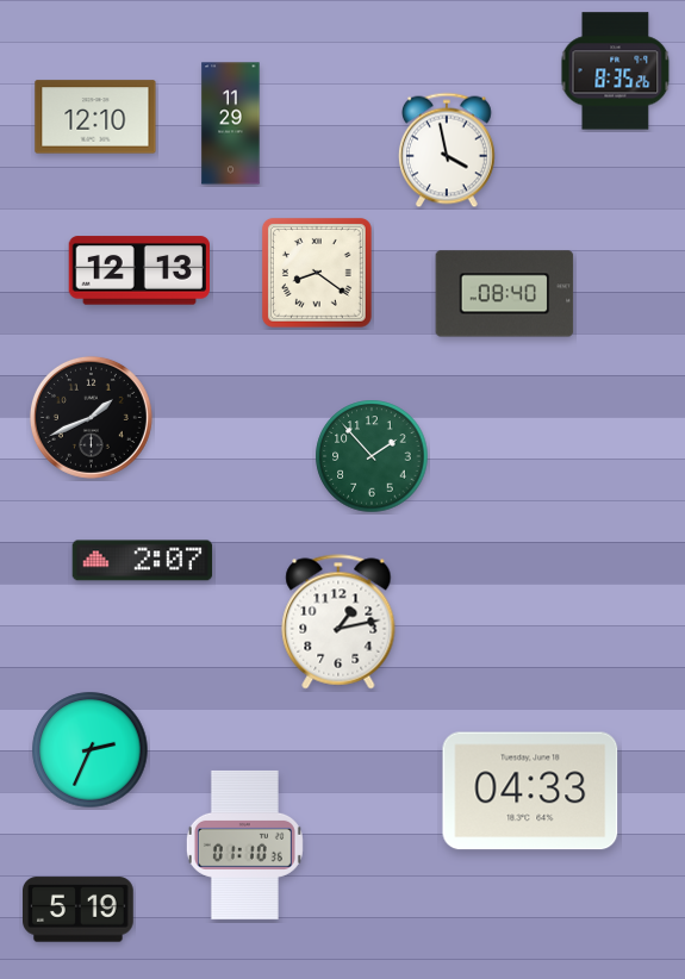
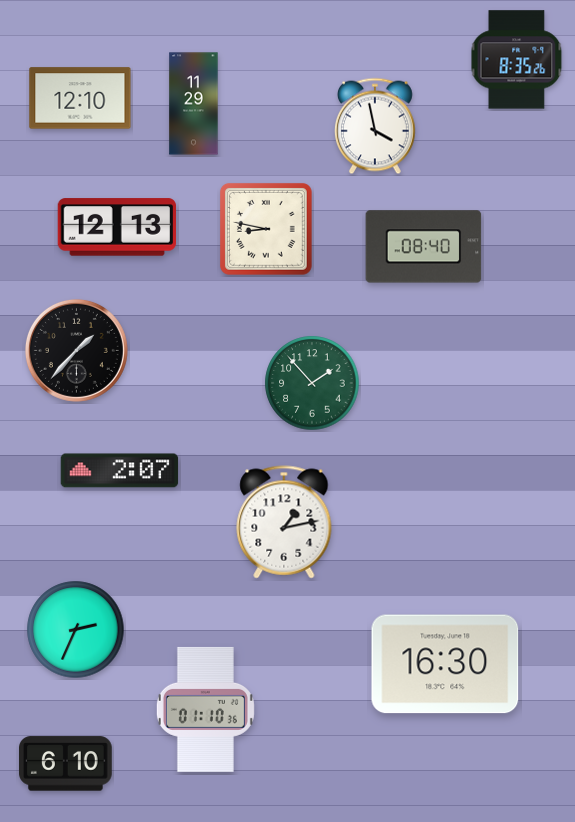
clock at (317, 273): 8:21 -> 8:47
clock at (91, 417): 1:41 -> 1:37
clock at (530, 791): 04:33 -> 16:30
clock at (79, 910): 5:19 -> 6:10
